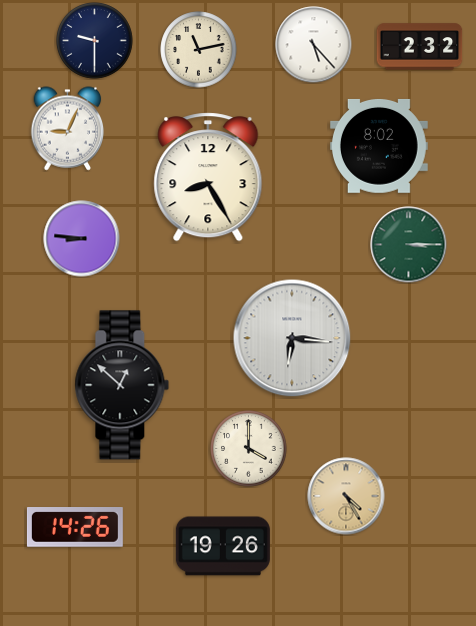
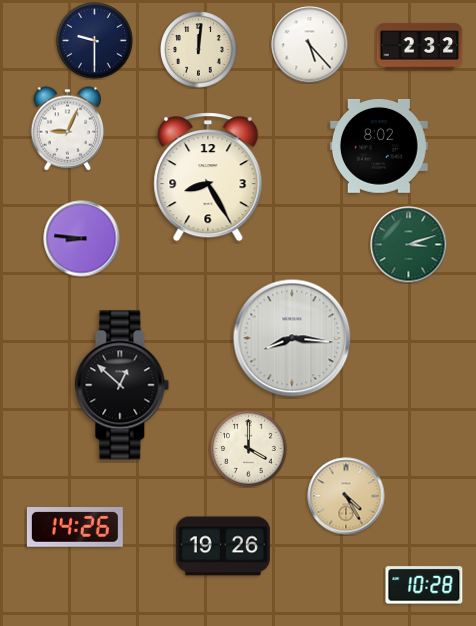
clock at (314, 45) position: (314, 45) -> (310, 45)
clock at (199, 50): 11:13 -> 12:01
clock at (409, 245): 3:15 -> 3:12
clock at (292, 338): 6:16 -> 8:16
clock at (424, 585): none -> 10:28
